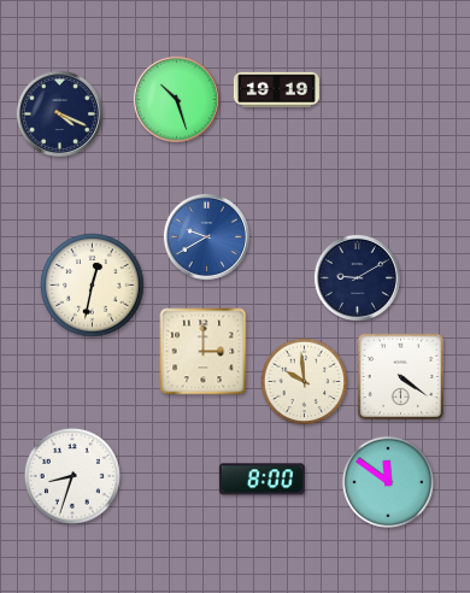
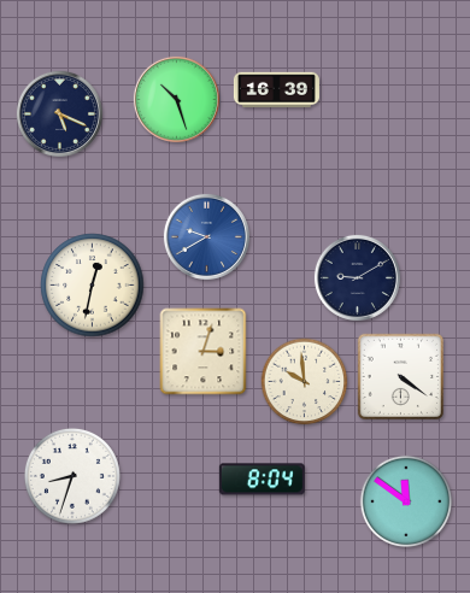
clock at (276, 90): 19:19 -> 16:39
clock at (59, 113): 4:19 -> 5:19
clock at (204, 352): 3:00 -> 3:03
clock at (262, 480): 8:00 -> 8:04
clock at (387, 481) position: (387, 481) -> (405, 500)
